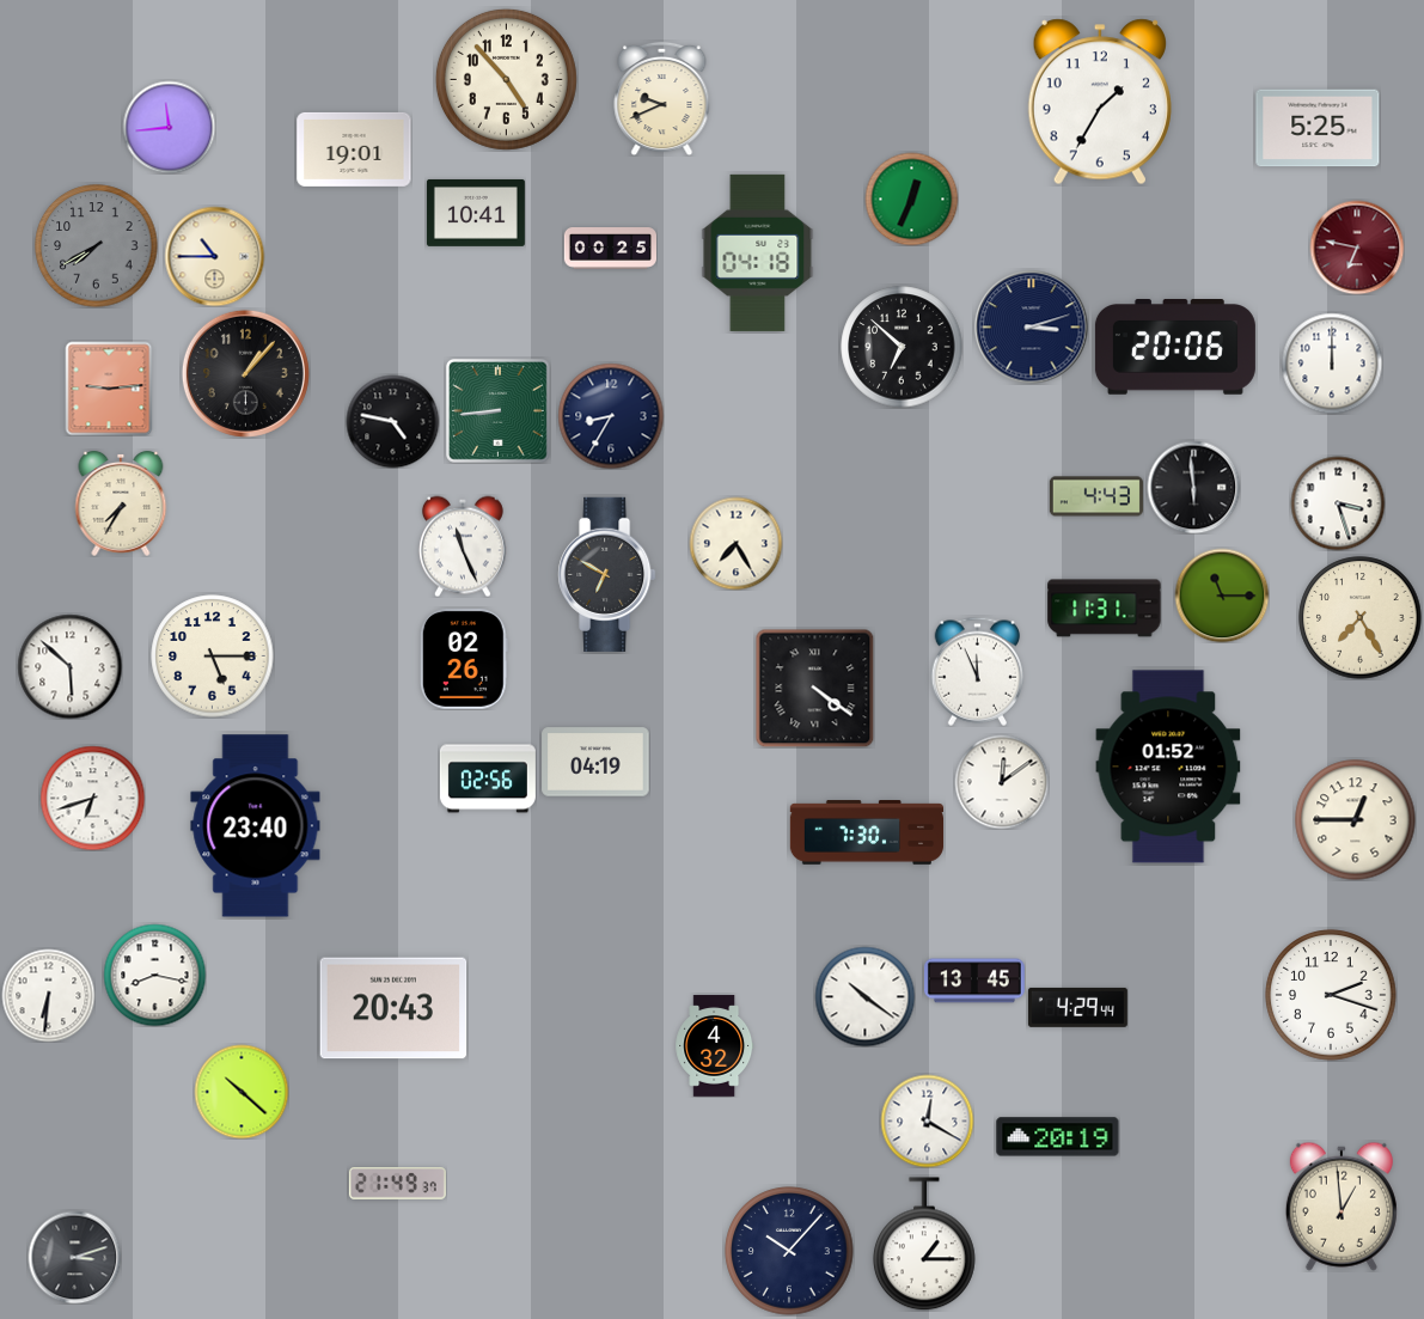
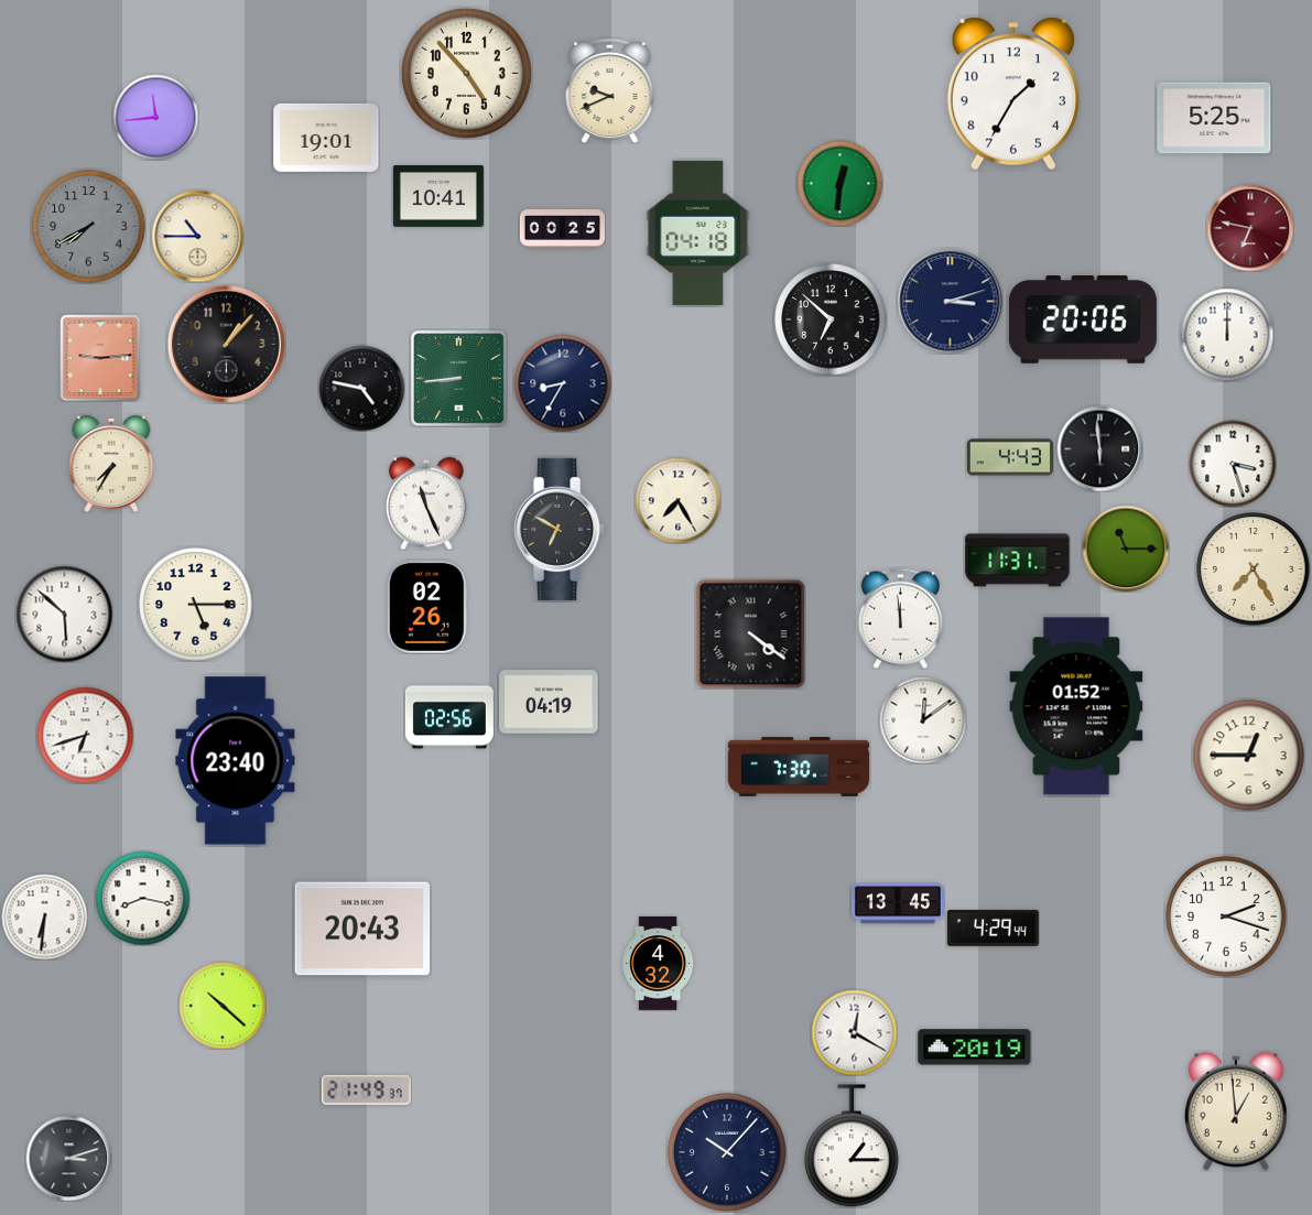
clock at (911, 199): 12:34 -> 12:31
clock at (978, 671): 11:56 -> 11:59
clock at (864, 996): 10:21 -> none
